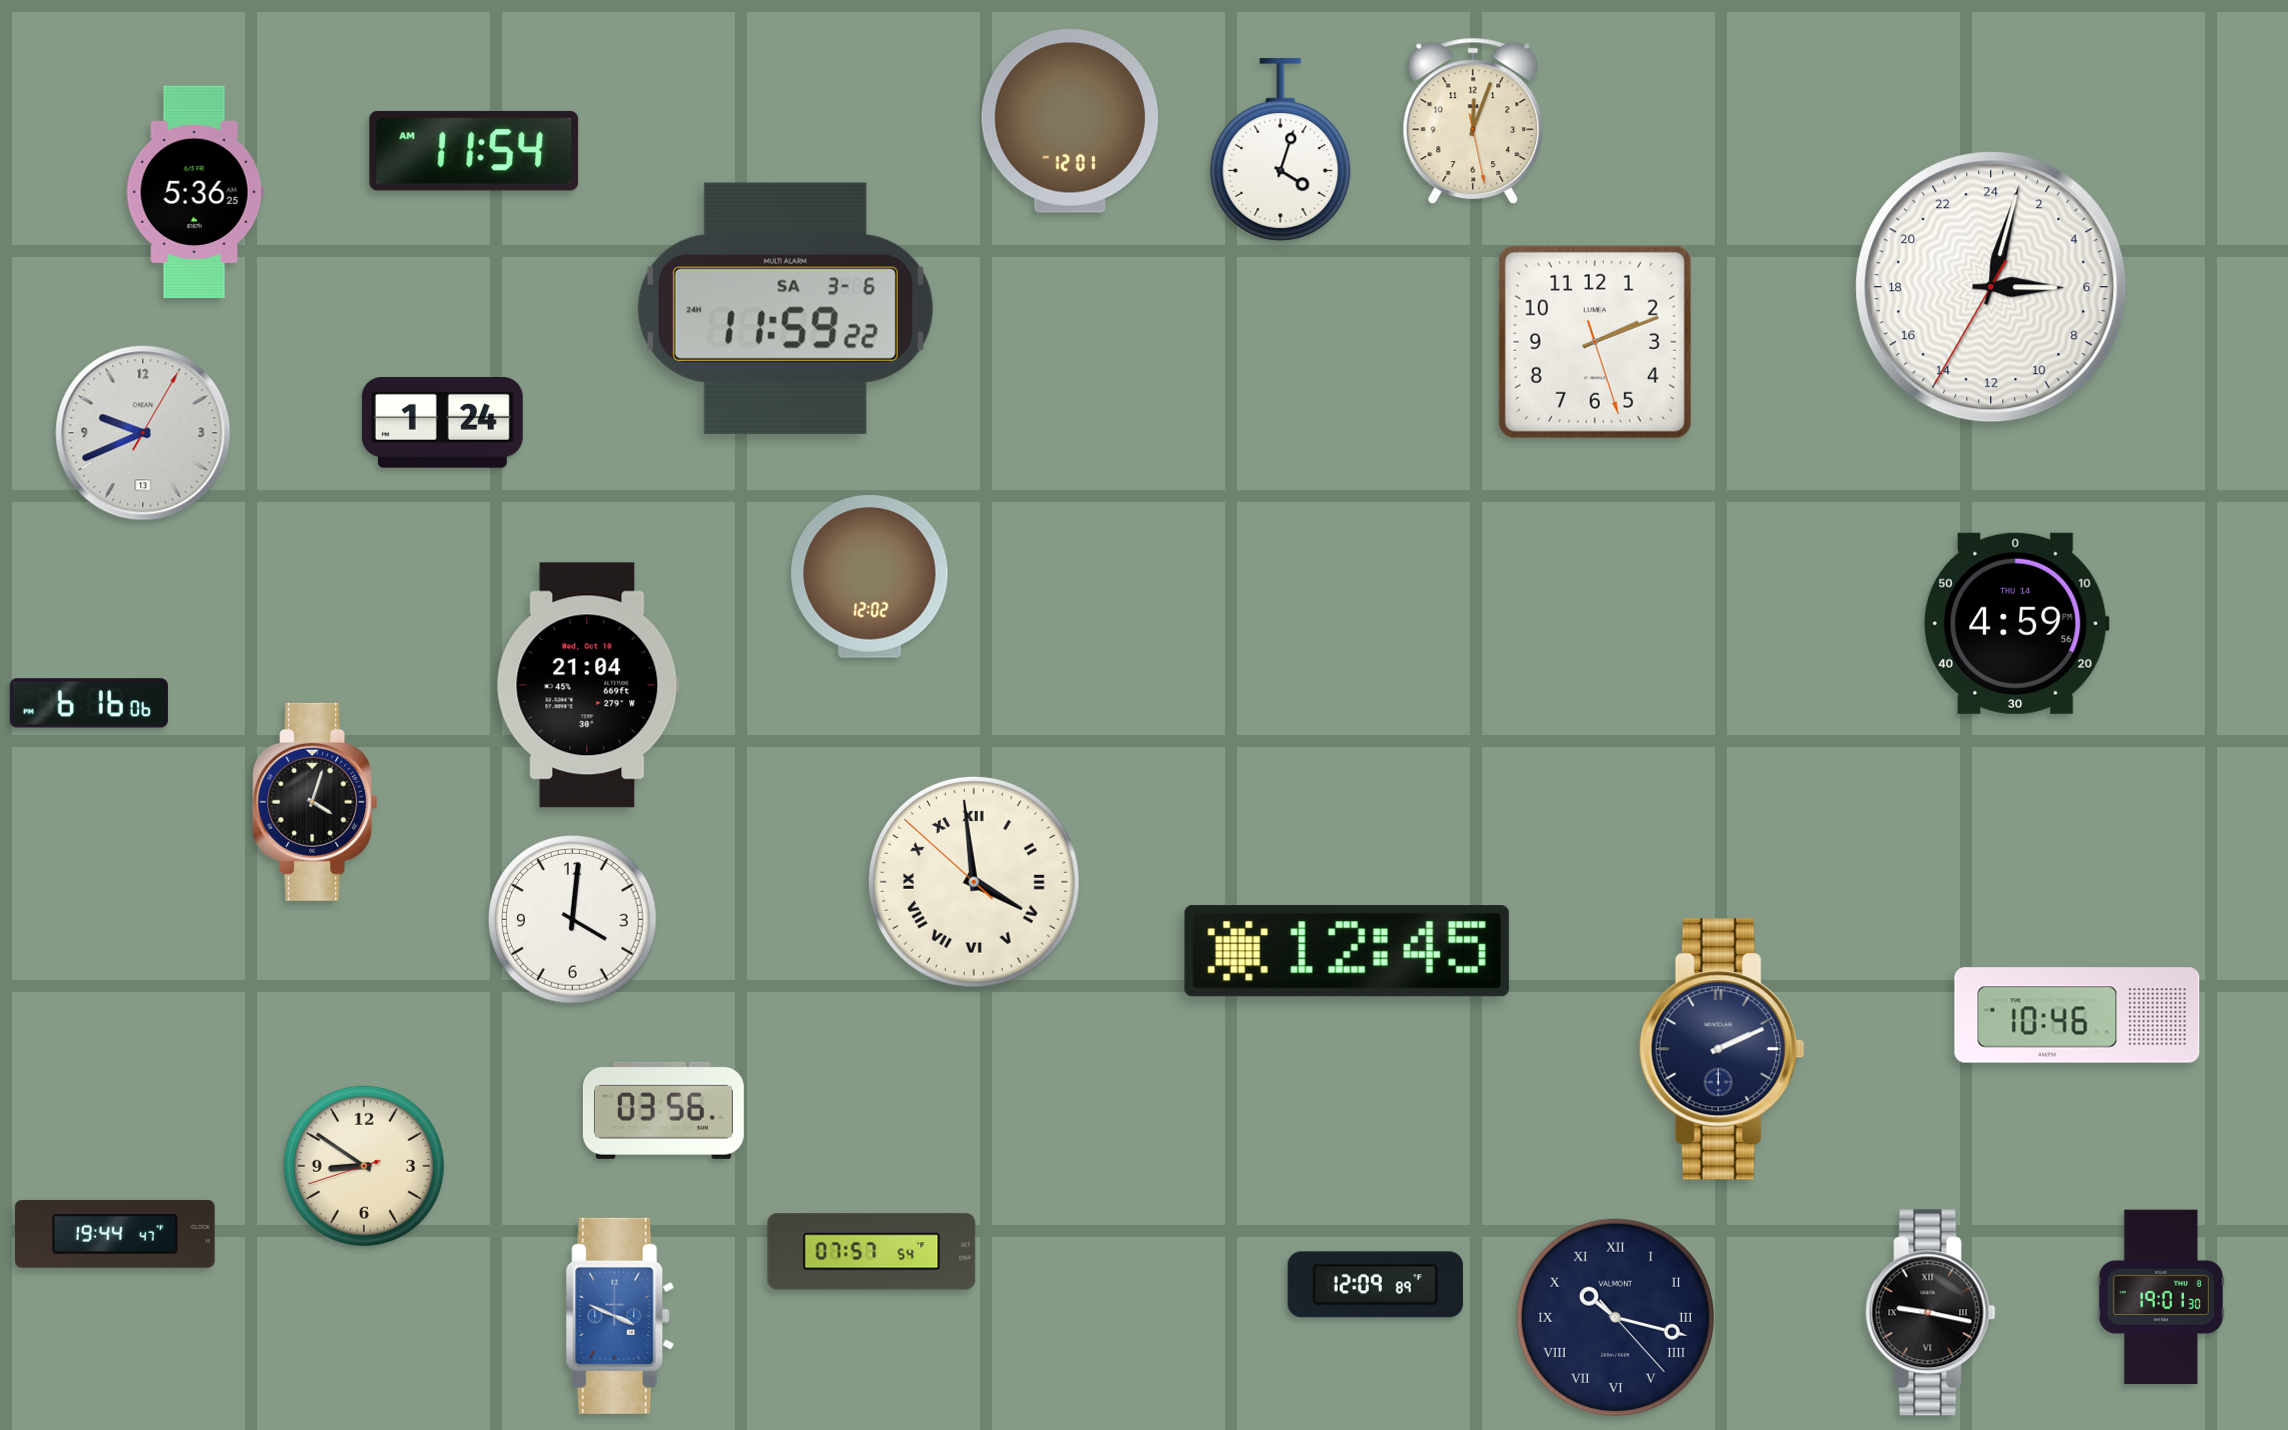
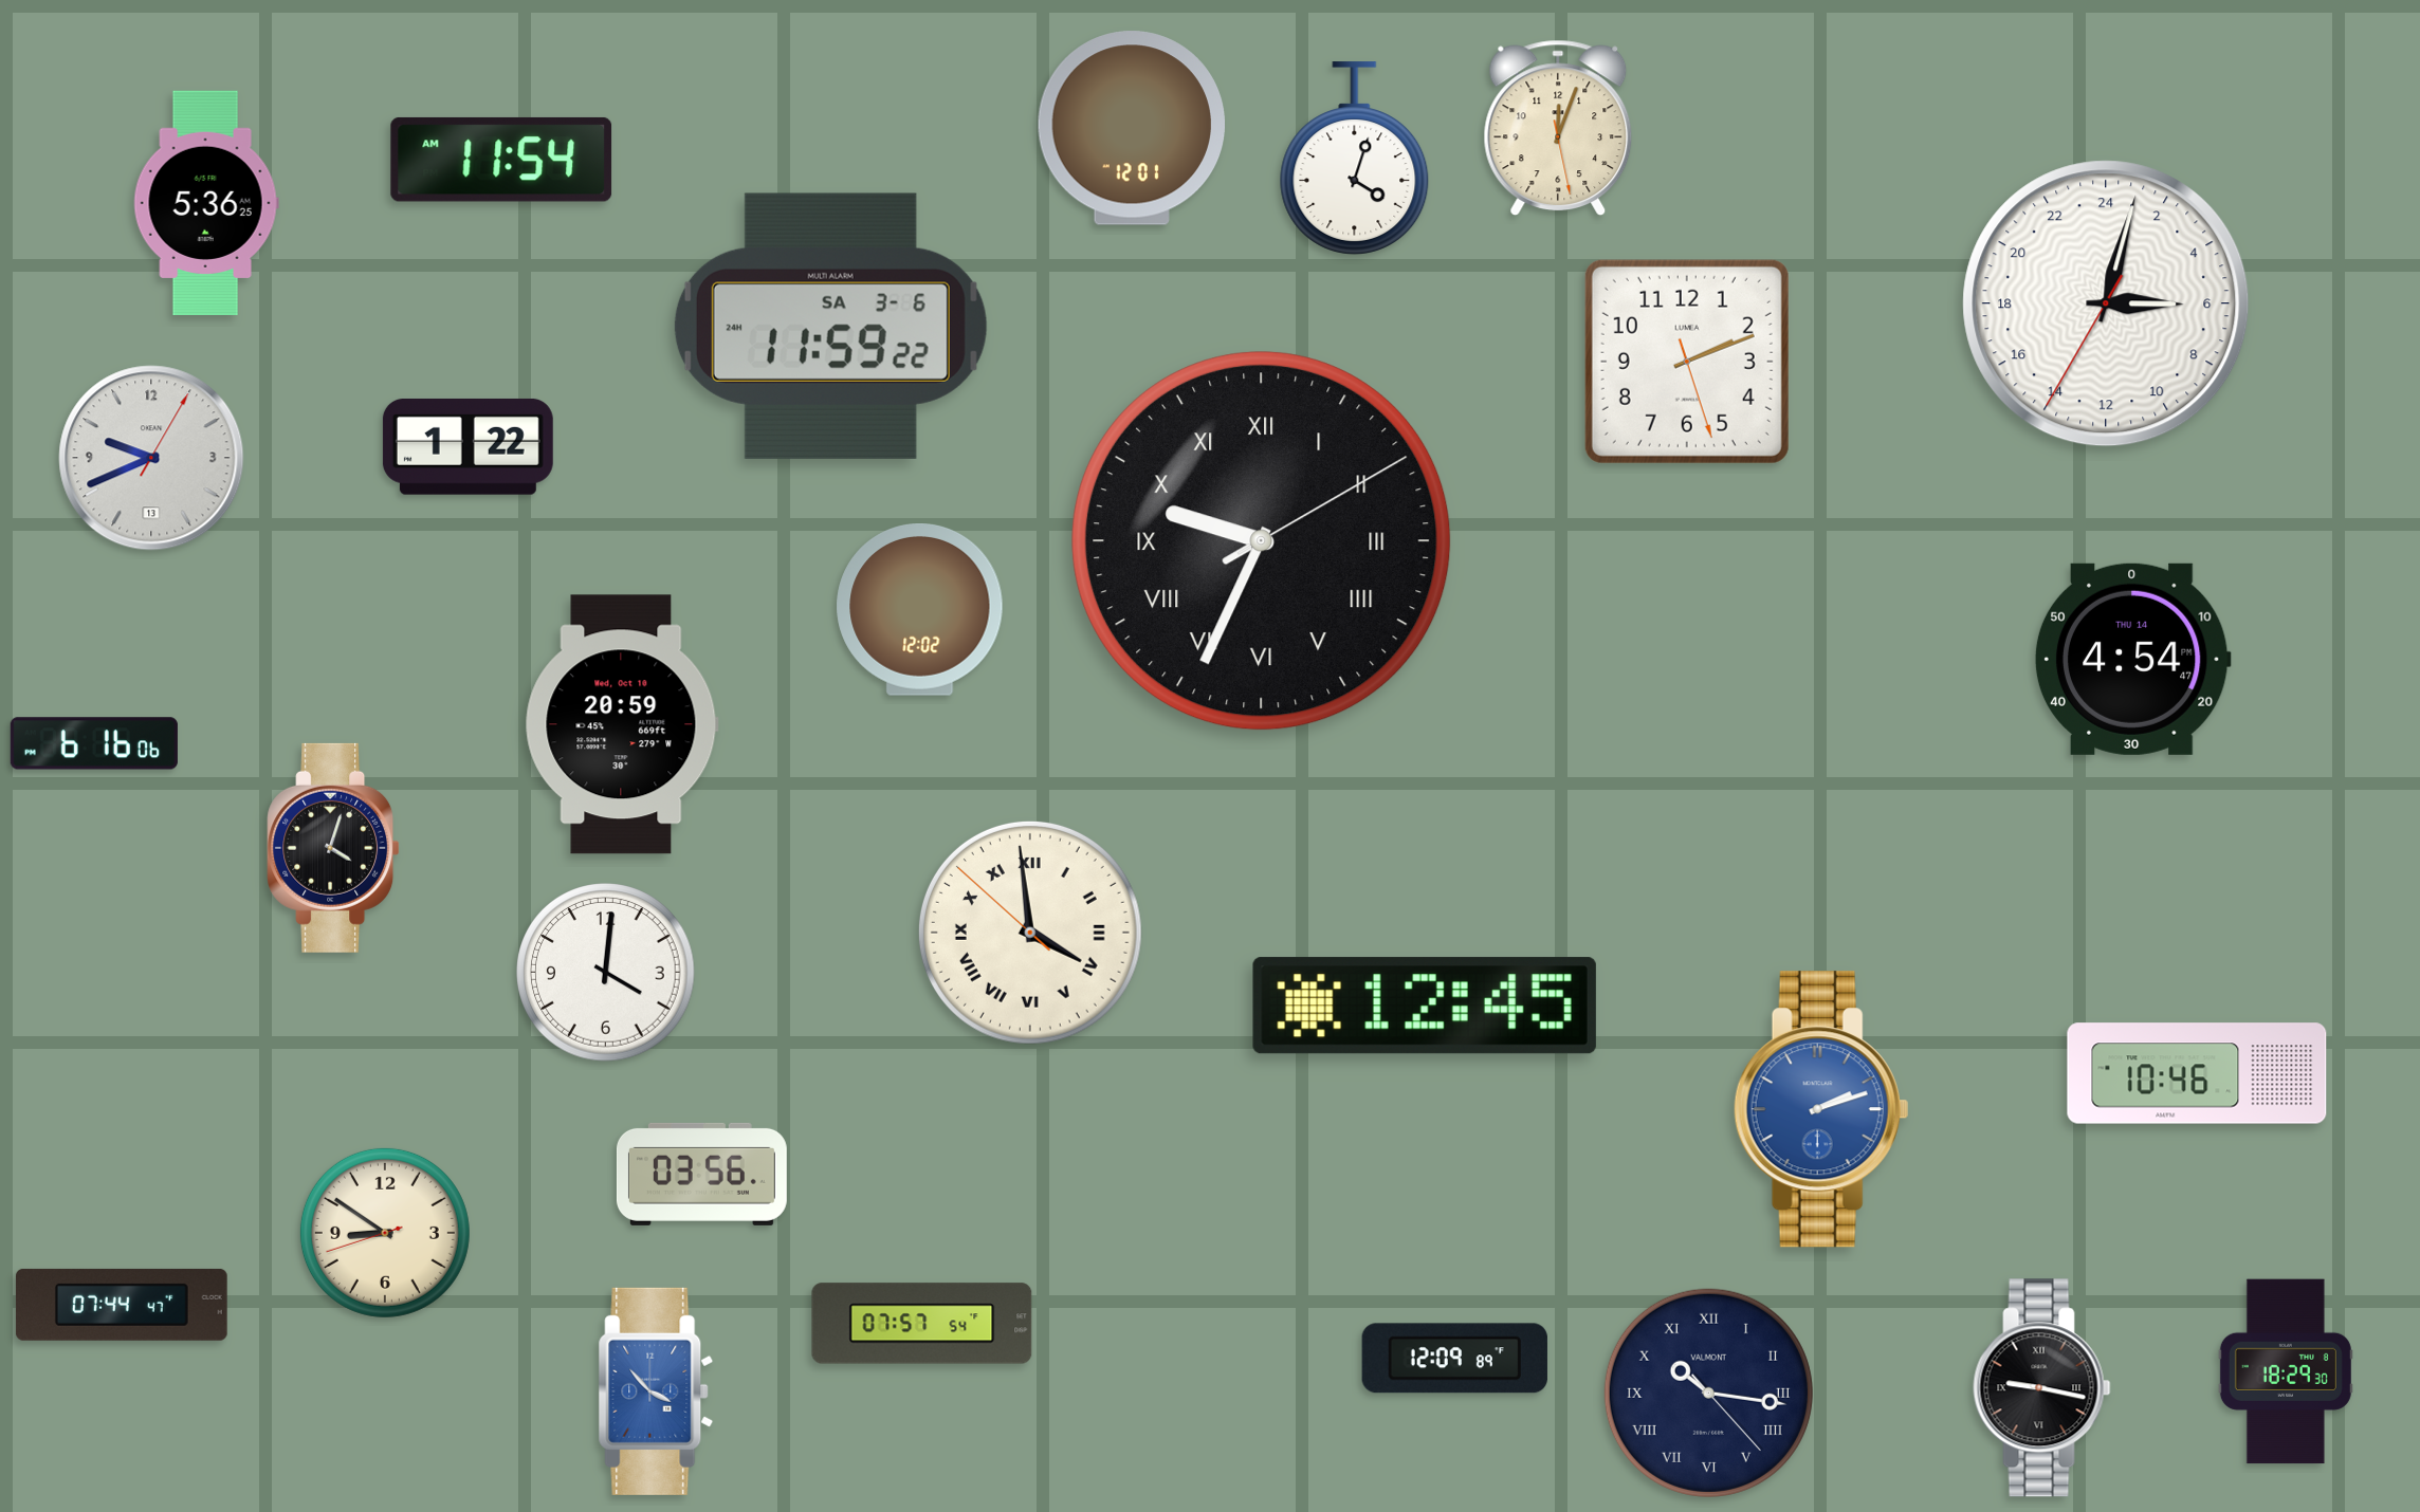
clock at (442, 422): 1:24 -> 1:22
clock at (1262, 541): none -> 9:34
clock at (2016, 623): 4:59 -> 4:54
clock at (588, 685): 21:04 -> 20:59
clock at (1722, 1049): 2:11 -> 2:12
clock at (1722, 1049) dial: navy -> blue
clock at (115, 1234): 19:44 -> 07:44
clock at (2161, 1297): 19:01 -> 18:29
clock at (620, 1316): 3:49 -> 3:53
clock at (1615, 1317): 10:17 -> 10:16
